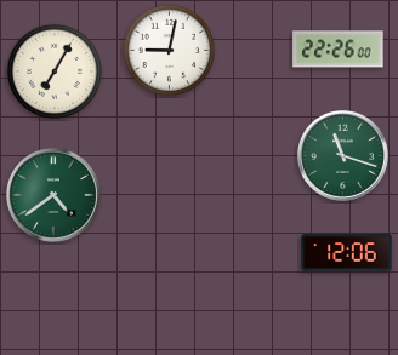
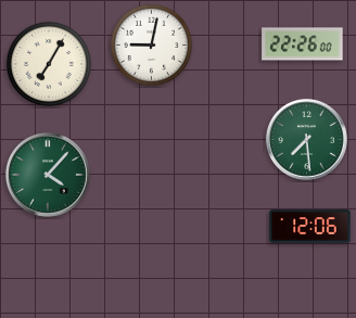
clock at (342, 155): 11:18 -> 7:29
clock at (53, 195): 4:39 -> 4:07
